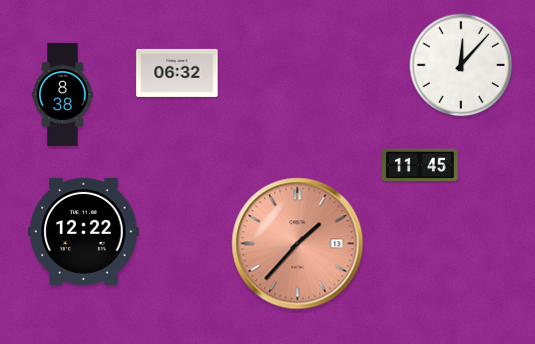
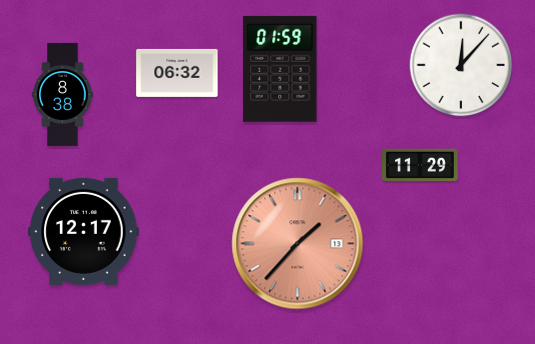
clock at (280, 69): none -> 01:59
clock at (421, 165): 11:45 -> 11:29
clock at (84, 231): 12:22 -> 12:17
